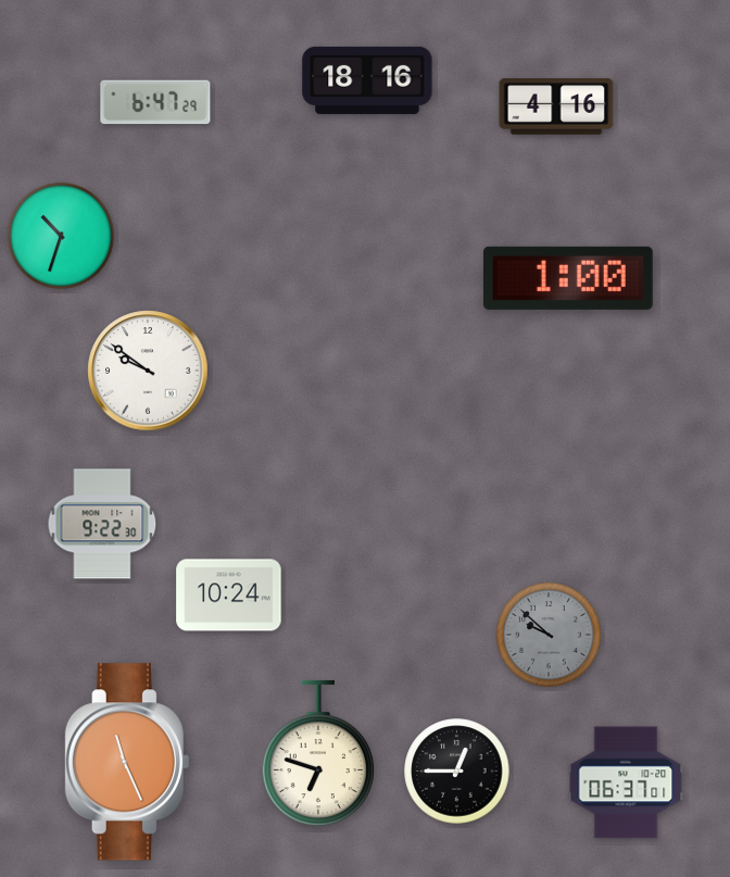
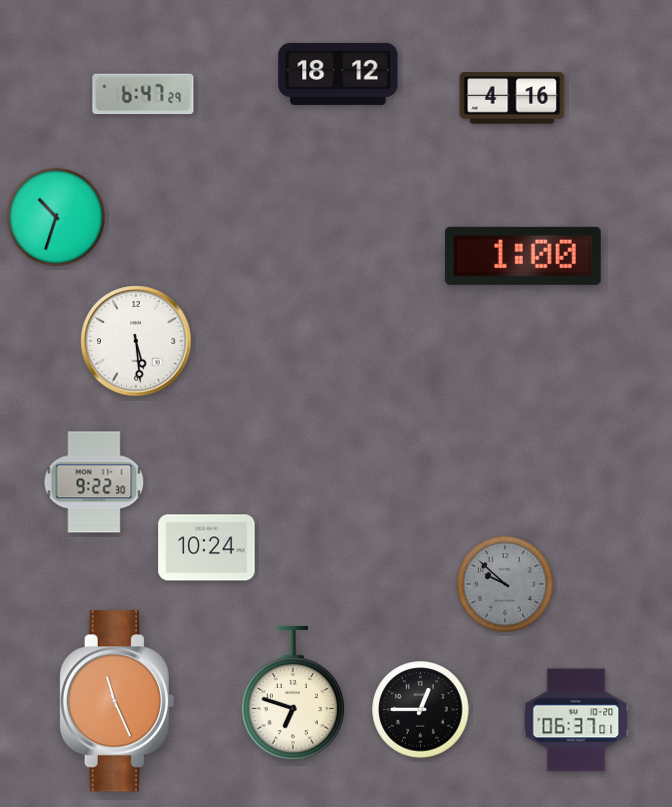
clock at (367, 80): 18:16 -> 18:12
clock at (148, 371): 9:51 -> 5:29
clock at (229, 596) position: (229, 596) -> (207, 548)
